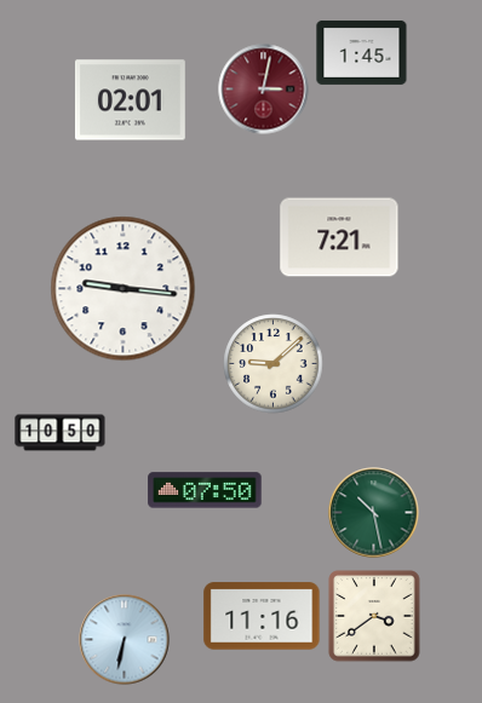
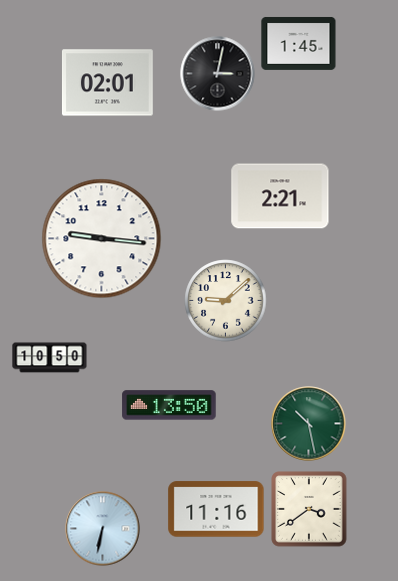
clock at (264, 90) dial: burgundy -> black
clock at (339, 237): 7:21 -> 2:21
clock at (205, 490): 07:50 -> 13:50
